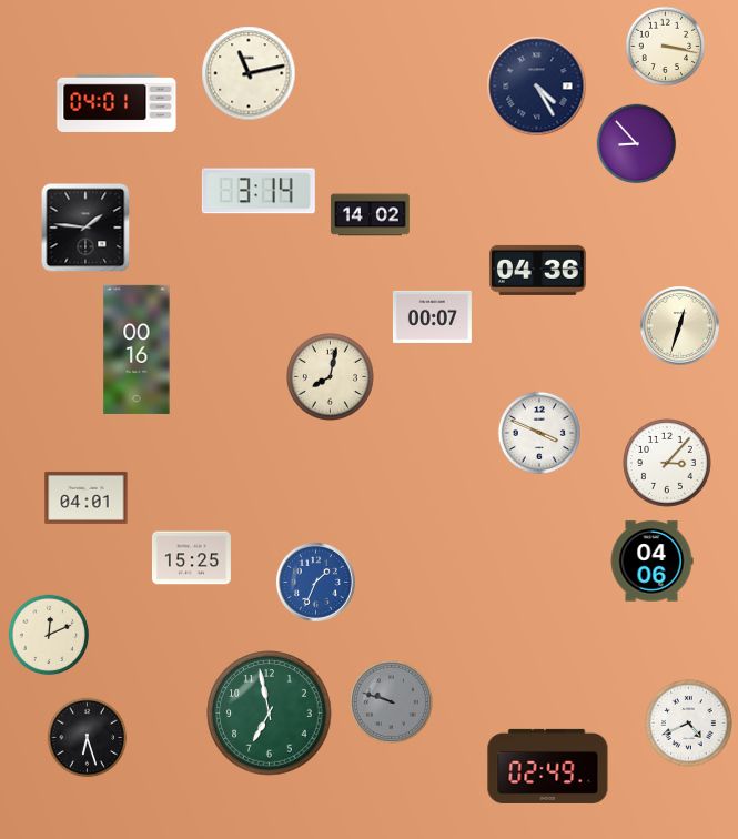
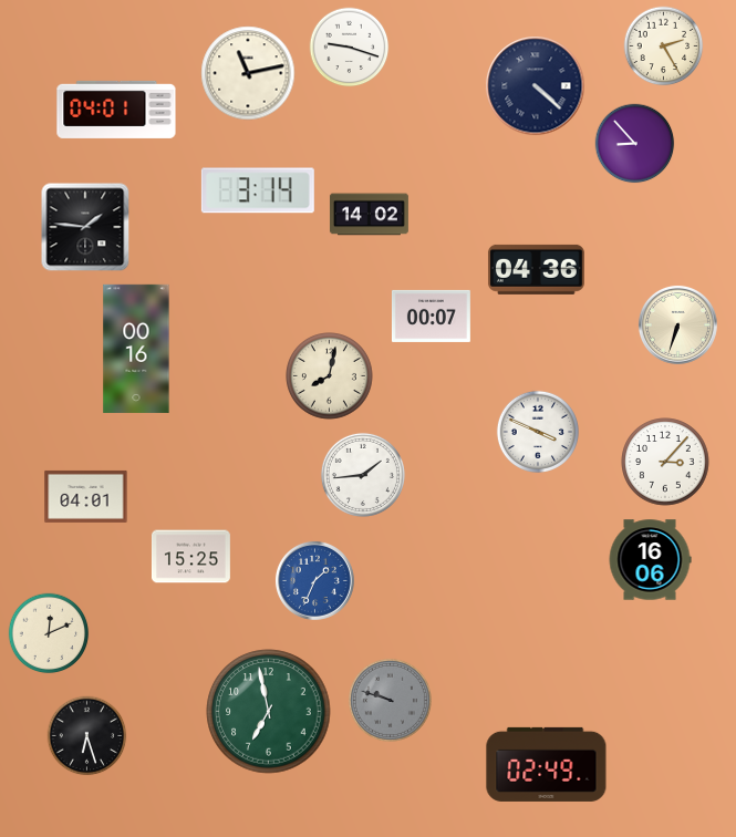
clock at (666, 47): 3:17 -> 2:25
clock at (350, 48): none -> 9:18
clock at (537, 87): 4:25 -> 4:22
clock at (117, 103) position: (117, 103) -> (116, 110)
clock at (679, 325): 12:33 -> 6:33
clock at (363, 475): none -> 1:44
clock at (651, 562): 04:06 -> 16:06
clock at (689, 724): 4:41 -> none
